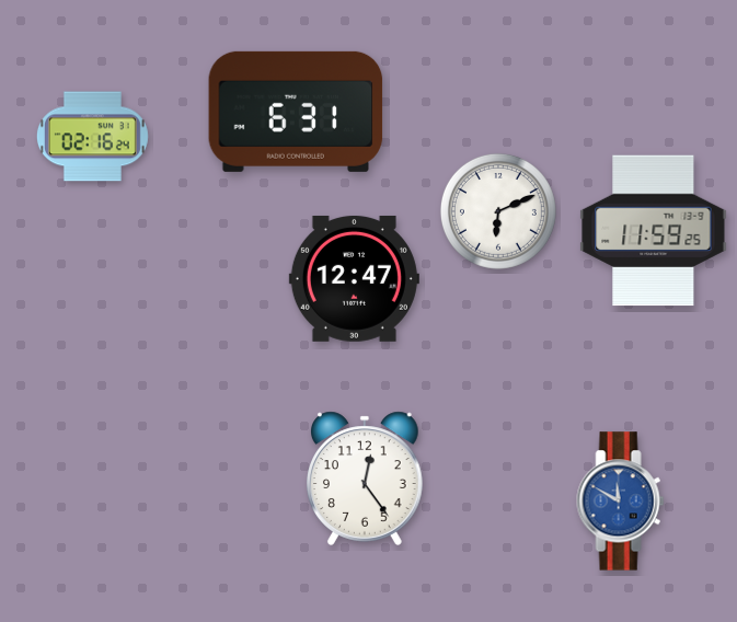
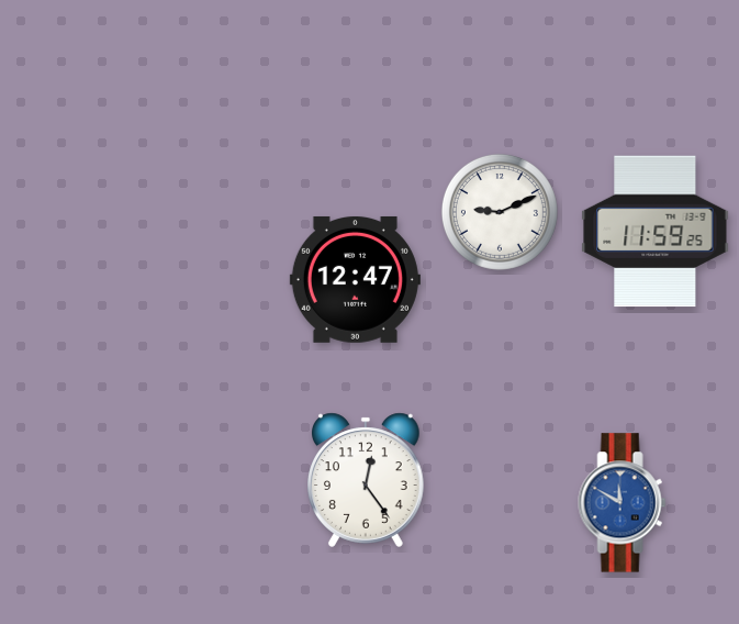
clock at (296, 112): 6:31 -> none
clock at (92, 137): 02:16 -> none
clock at (498, 211): 6:11 -> 9:11
